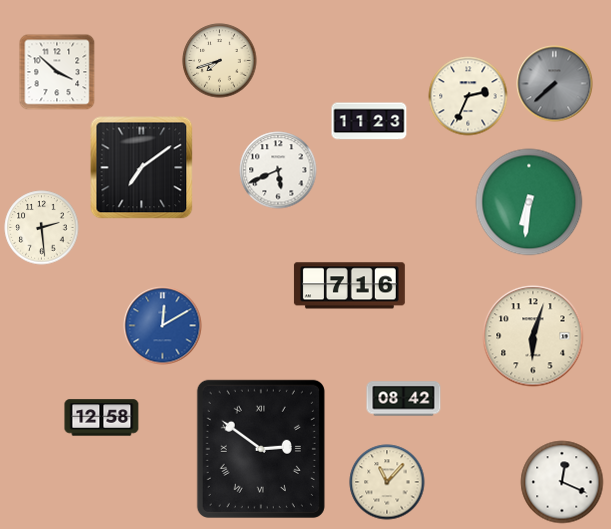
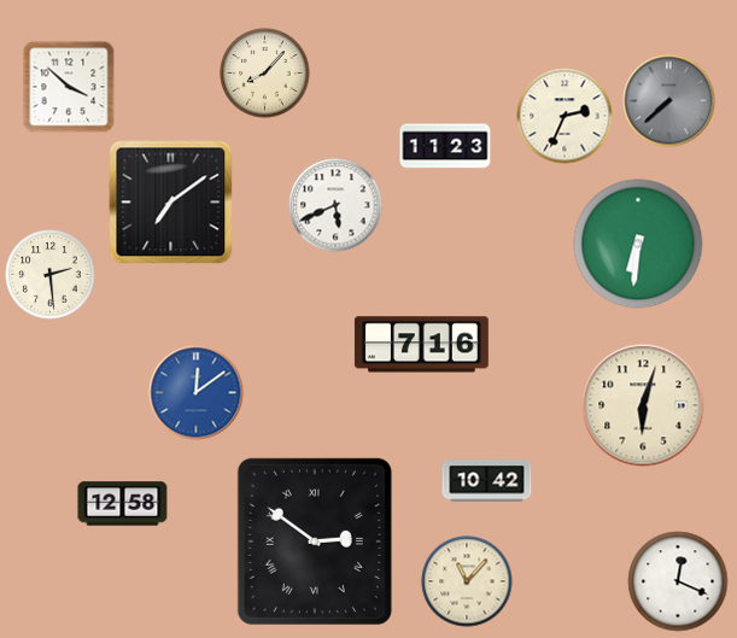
clock at (220, 61): 7:42 -> 8:07
clock at (163, 326): 12:10 -> 12:09
clock at (404, 399): 08:42 -> 10:42
